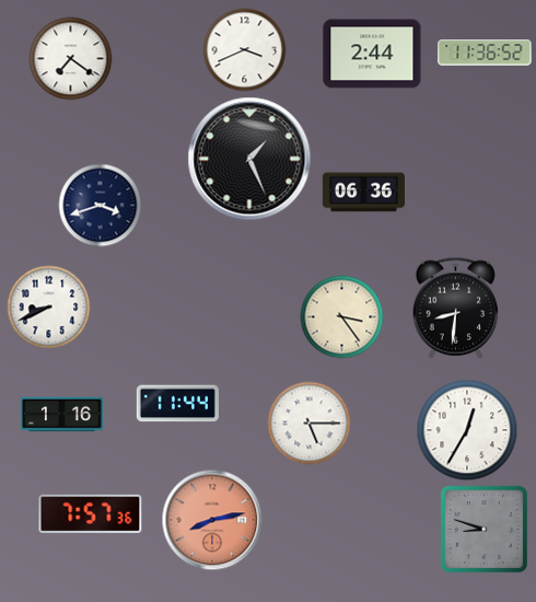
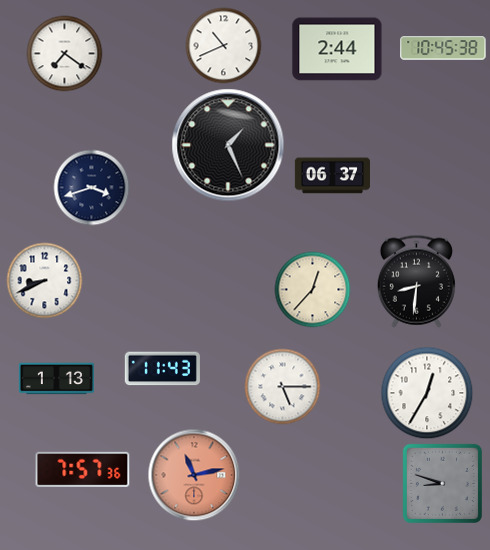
clock at (245, 50): 3:41 -> 10:41
clock at (485, 53): 11:36 -> 10:45
clock at (372, 54) position: (372, 54) -> (337, 49)
clock at (363, 193): 06:36 -> 06:37
clock at (342, 317): 3:24 -> 12:37
clock at (177, 404): 11:44 -> 11:43
clock at (61, 415): 1:16 -> 1:13
clock at (212, 520): 8:13 -> 11:13
